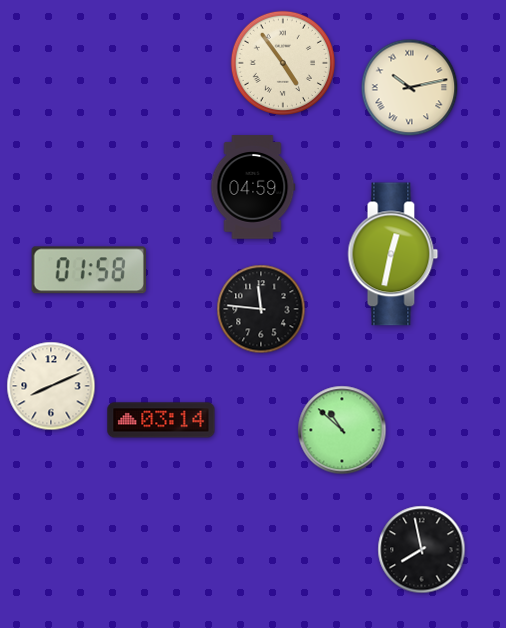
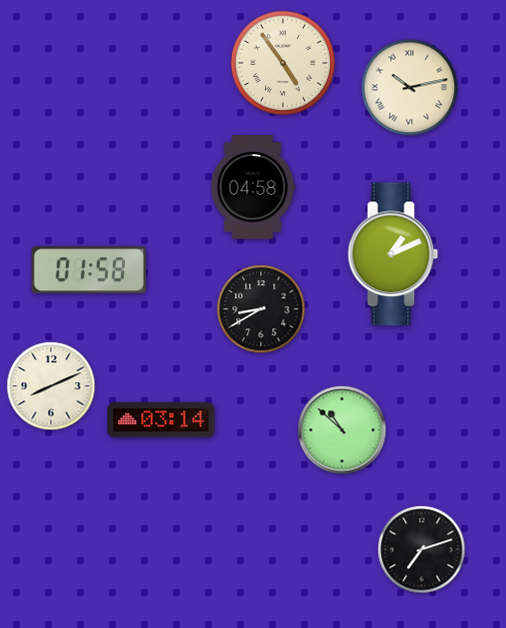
clock at (253, 187): 04:59 -> 04:58
clock at (393, 254): 12:32 -> 1:11
clock at (261, 309): 11:46 -> 8:40
clock at (422, 550): 7:58 -> 7:12
